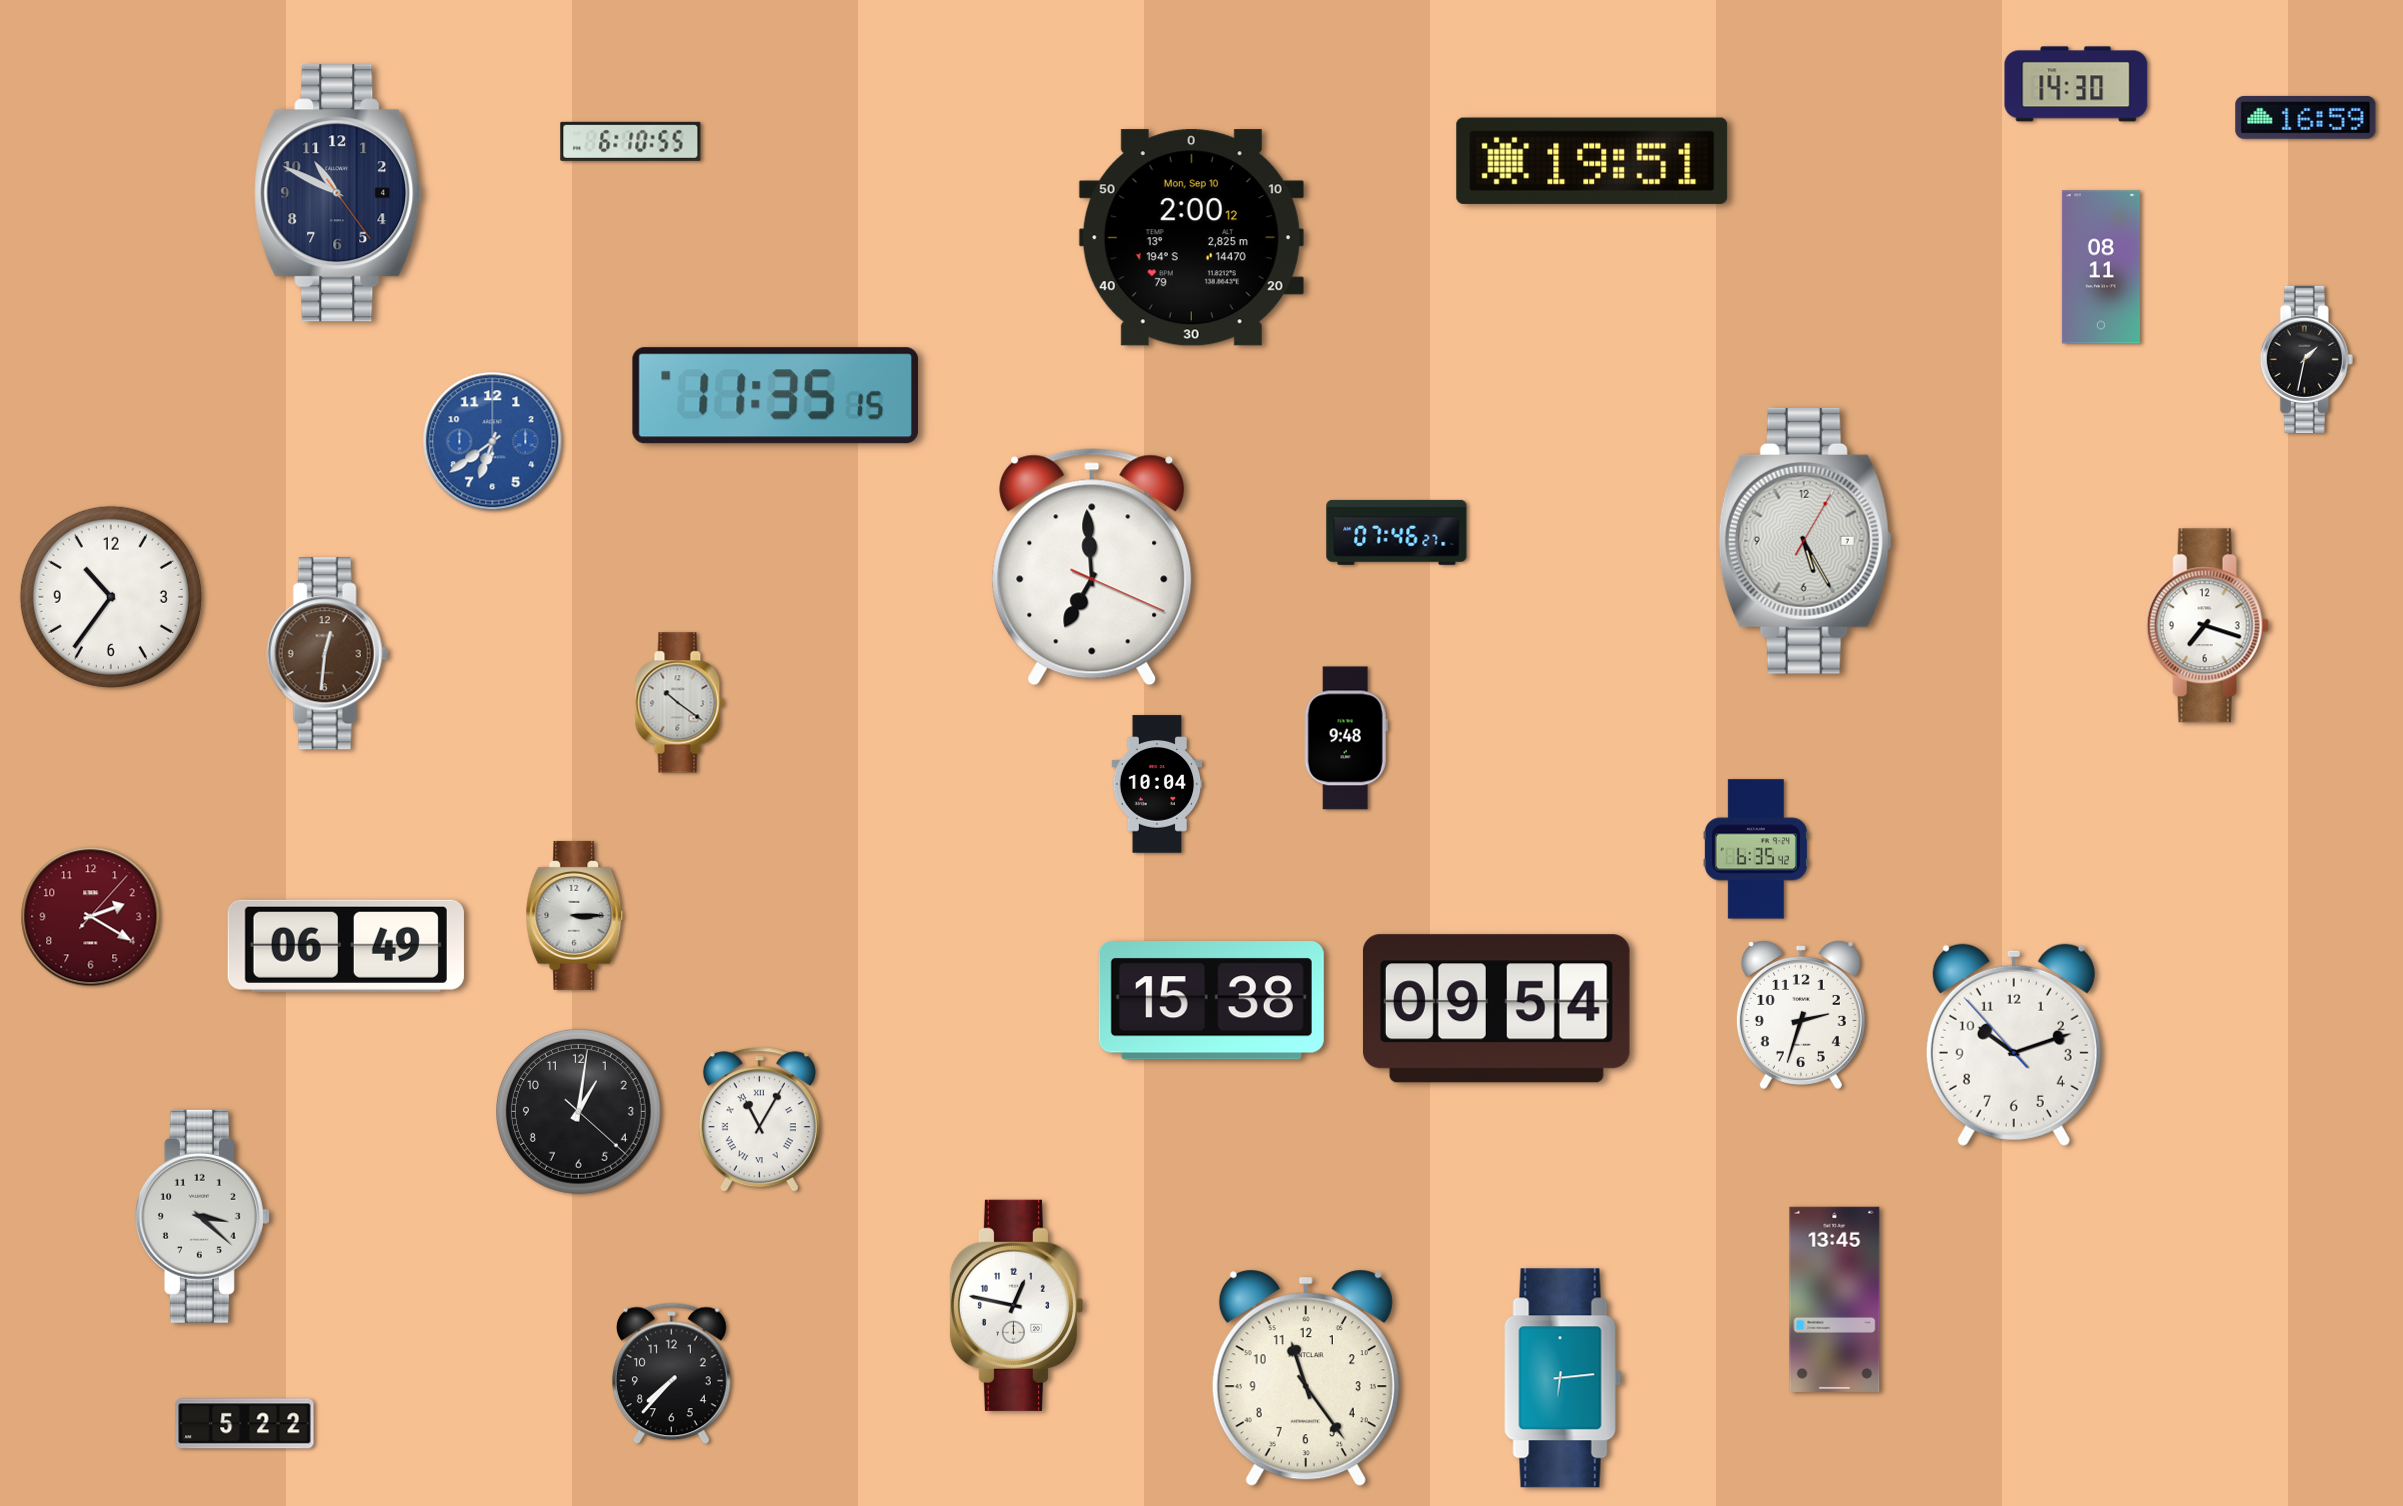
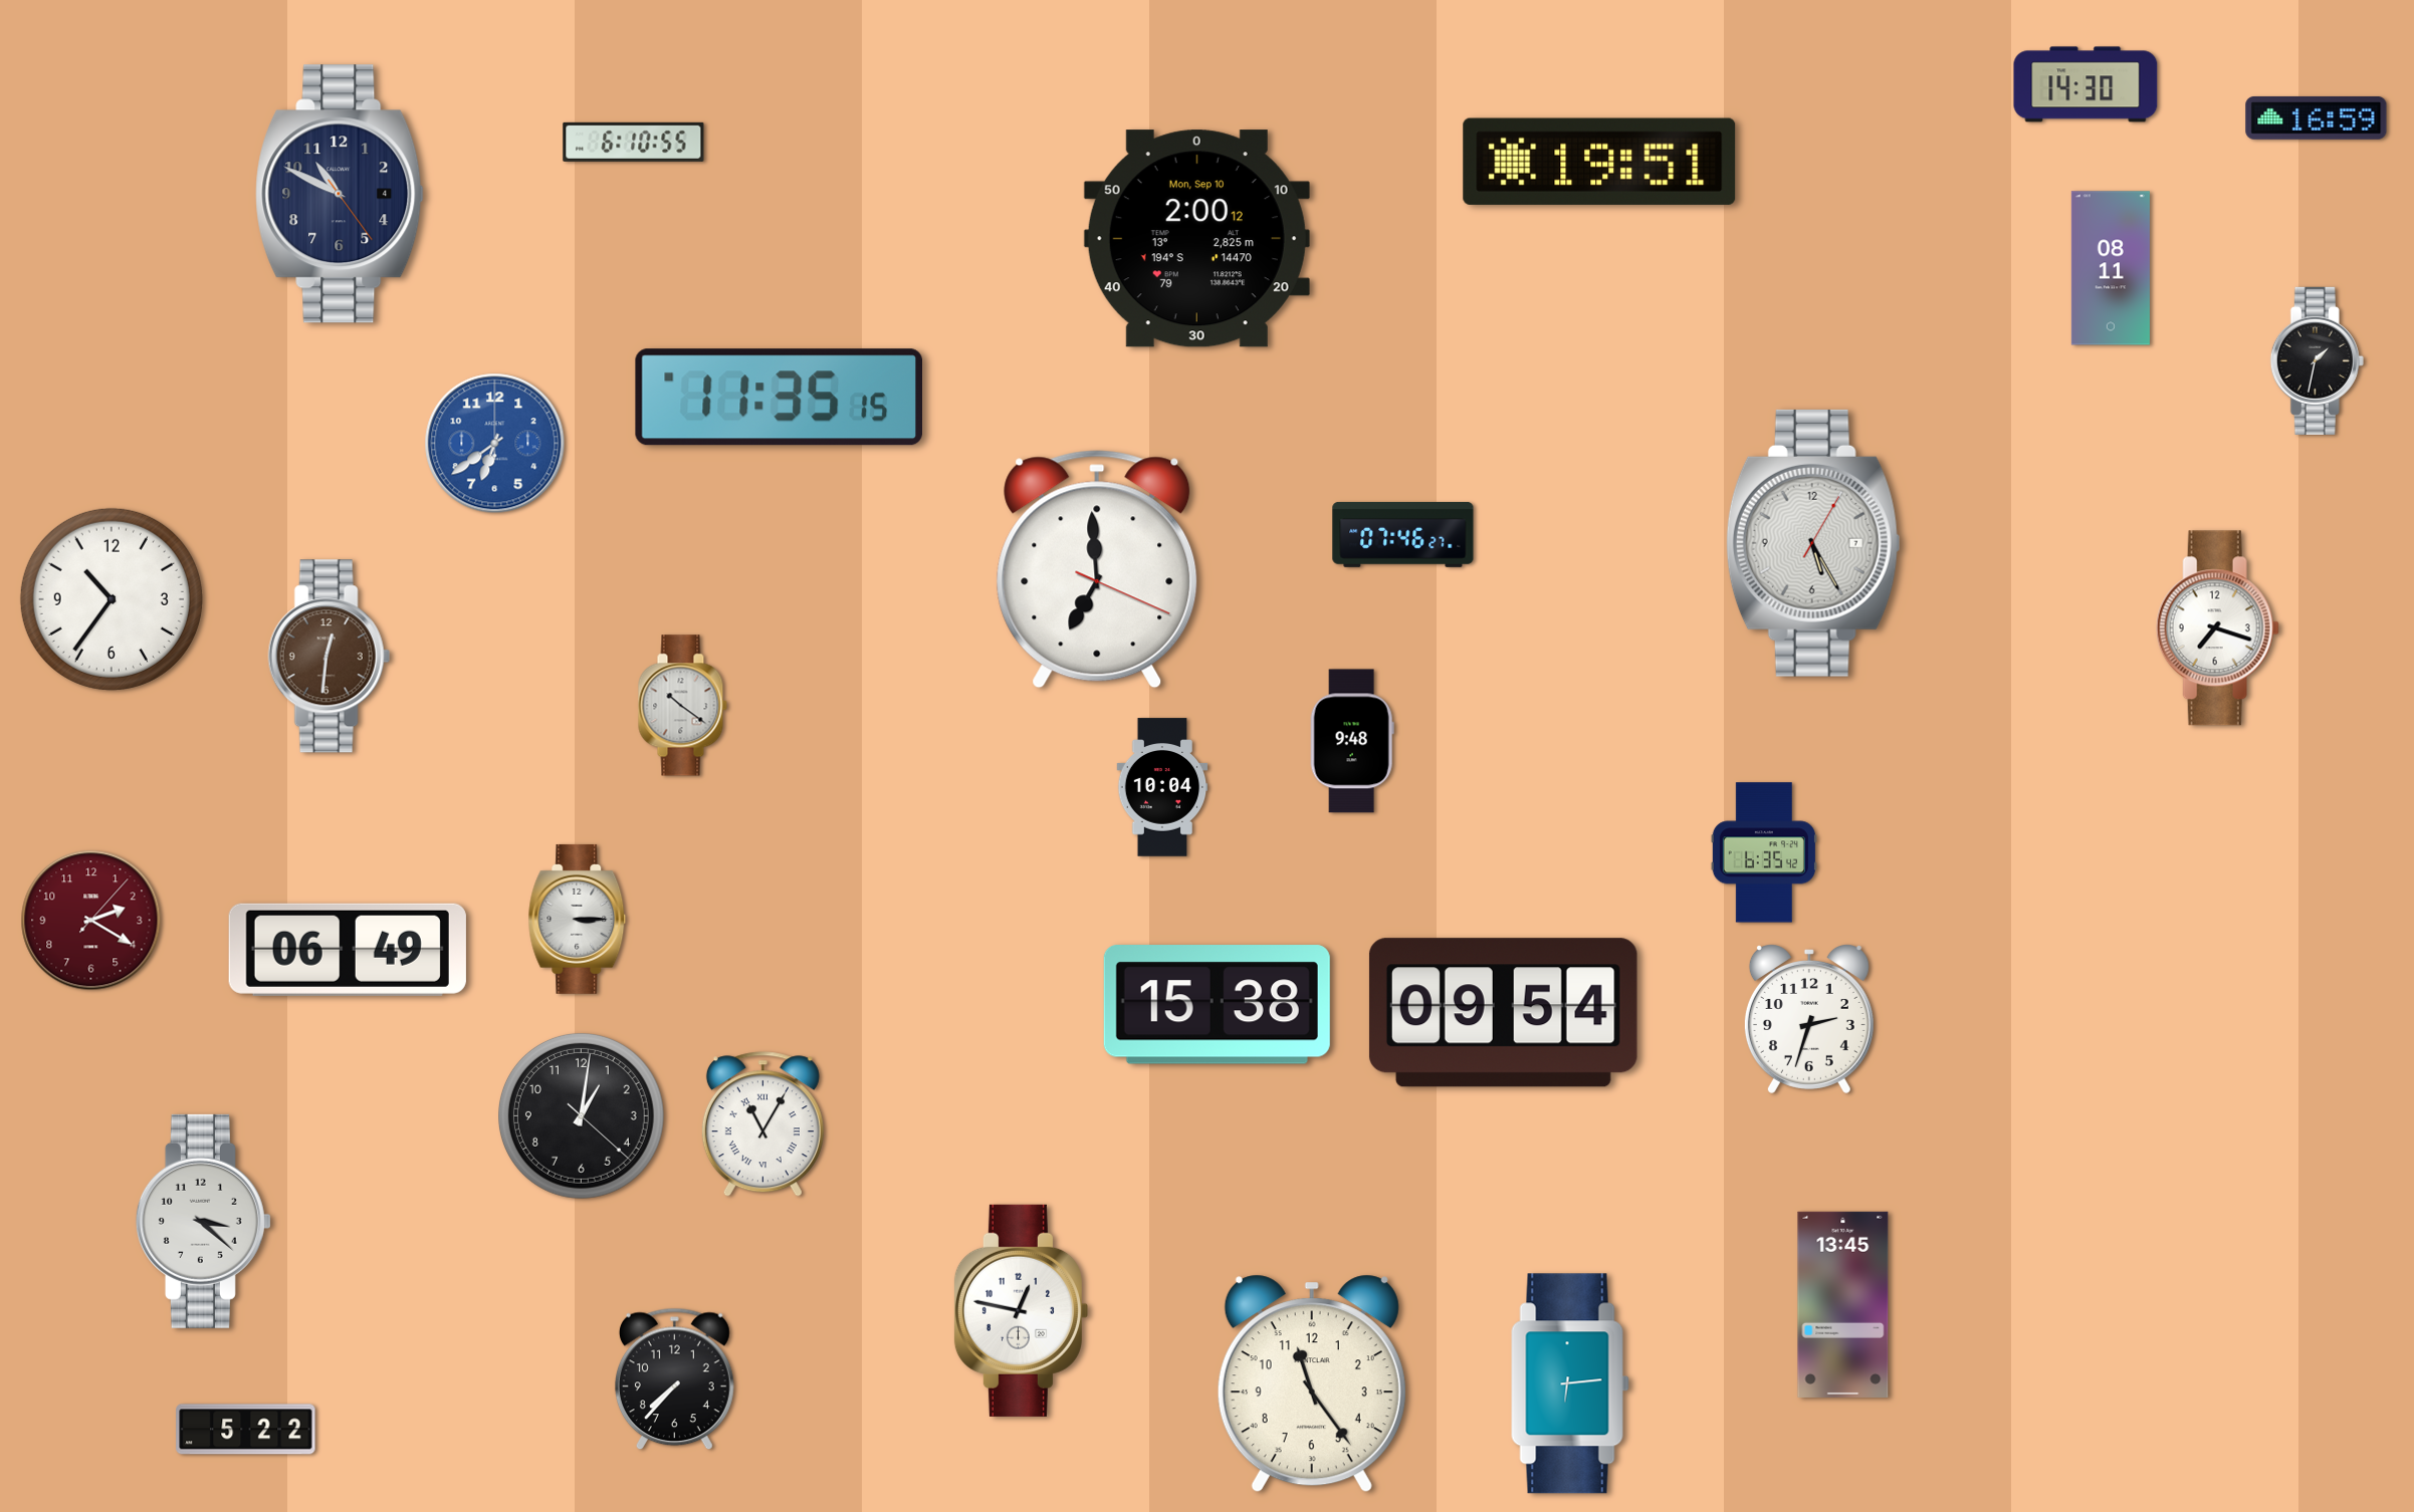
clock at (2014, 1045): 10:11 -> none
